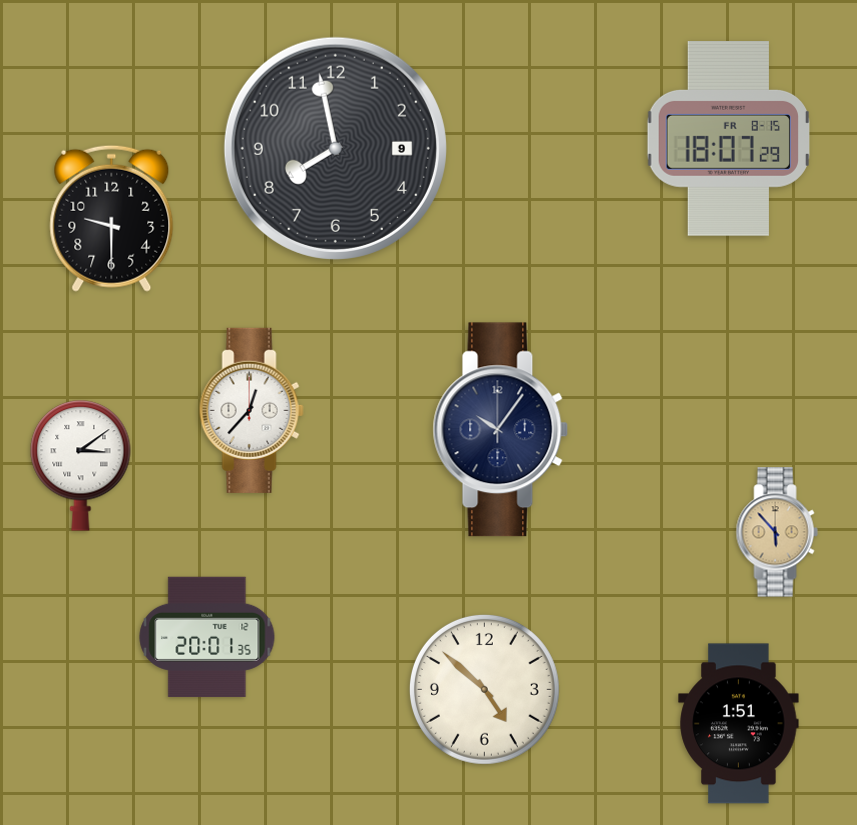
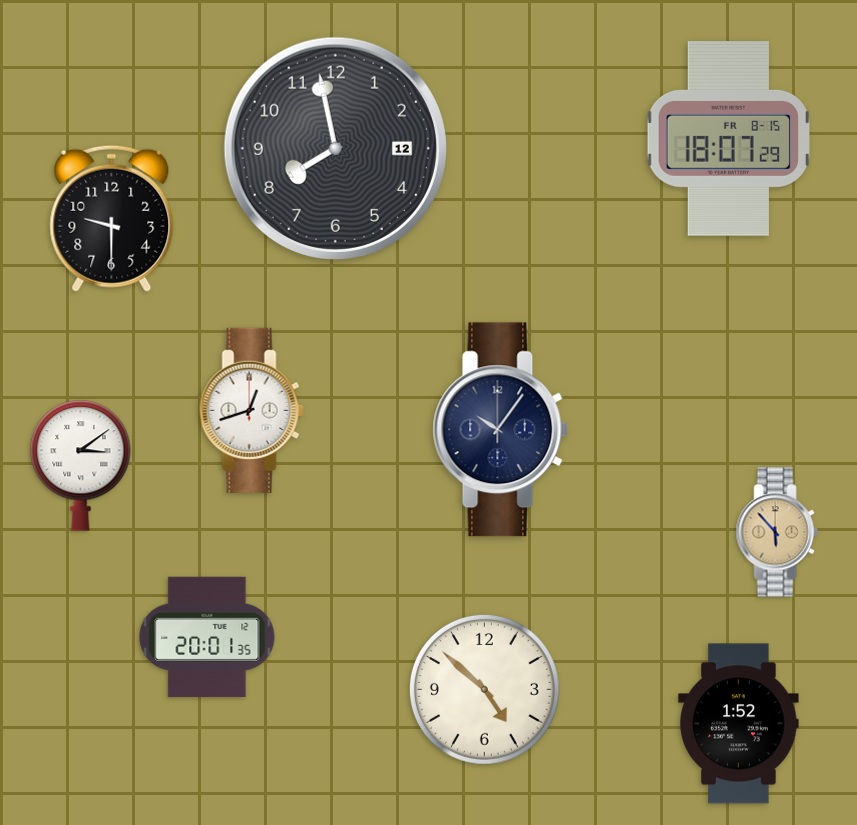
clock at (335, 148) date: 9 -> 12
clock at (251, 410): 12:37 -> 12:42
clock at (739, 724): 1:51 -> 1:52
